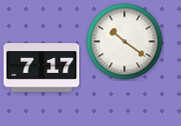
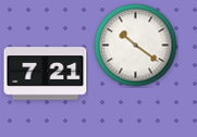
clock at (42, 68): 7:17 -> 7:21
